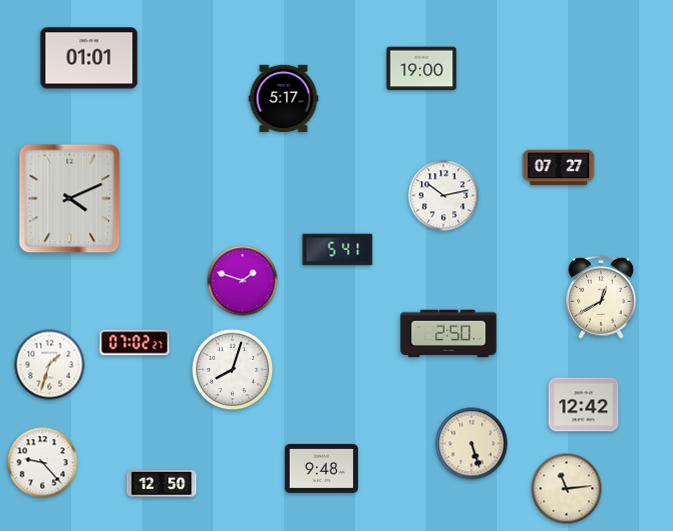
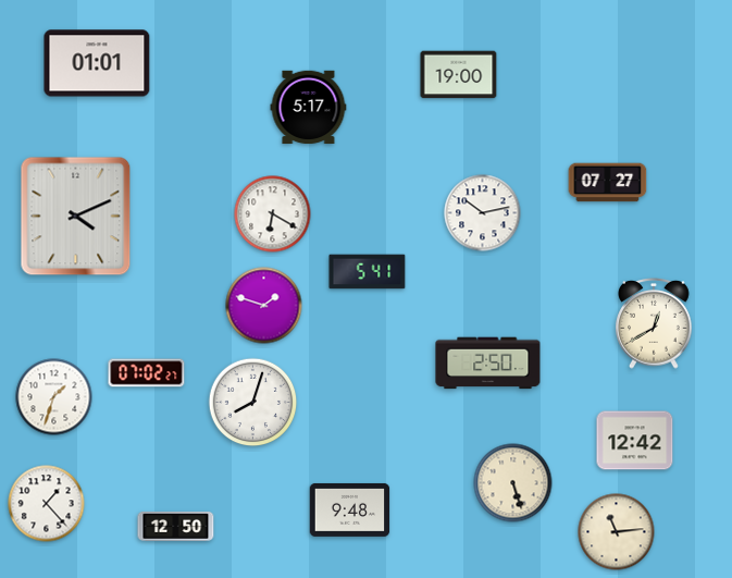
clock at (273, 214): none -> 6:20
clock at (43, 463): 9:23 -> 1:23
